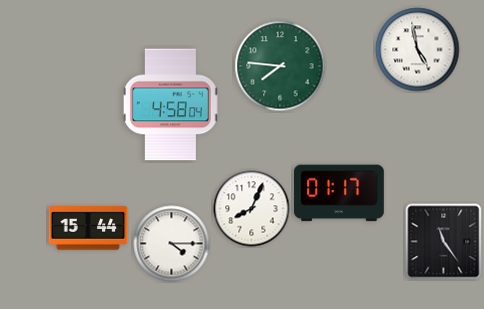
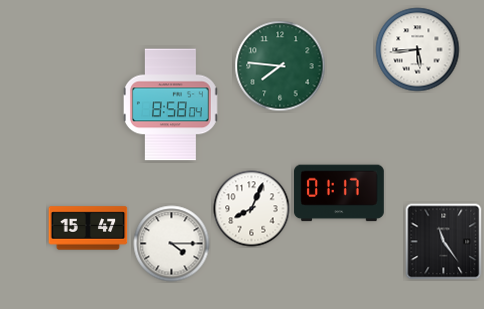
clock at (418, 50): 4:58 -> 5:44
clock at (170, 105): 4:58 -> 8:58
clock at (88, 228): 15:44 -> 15:47
